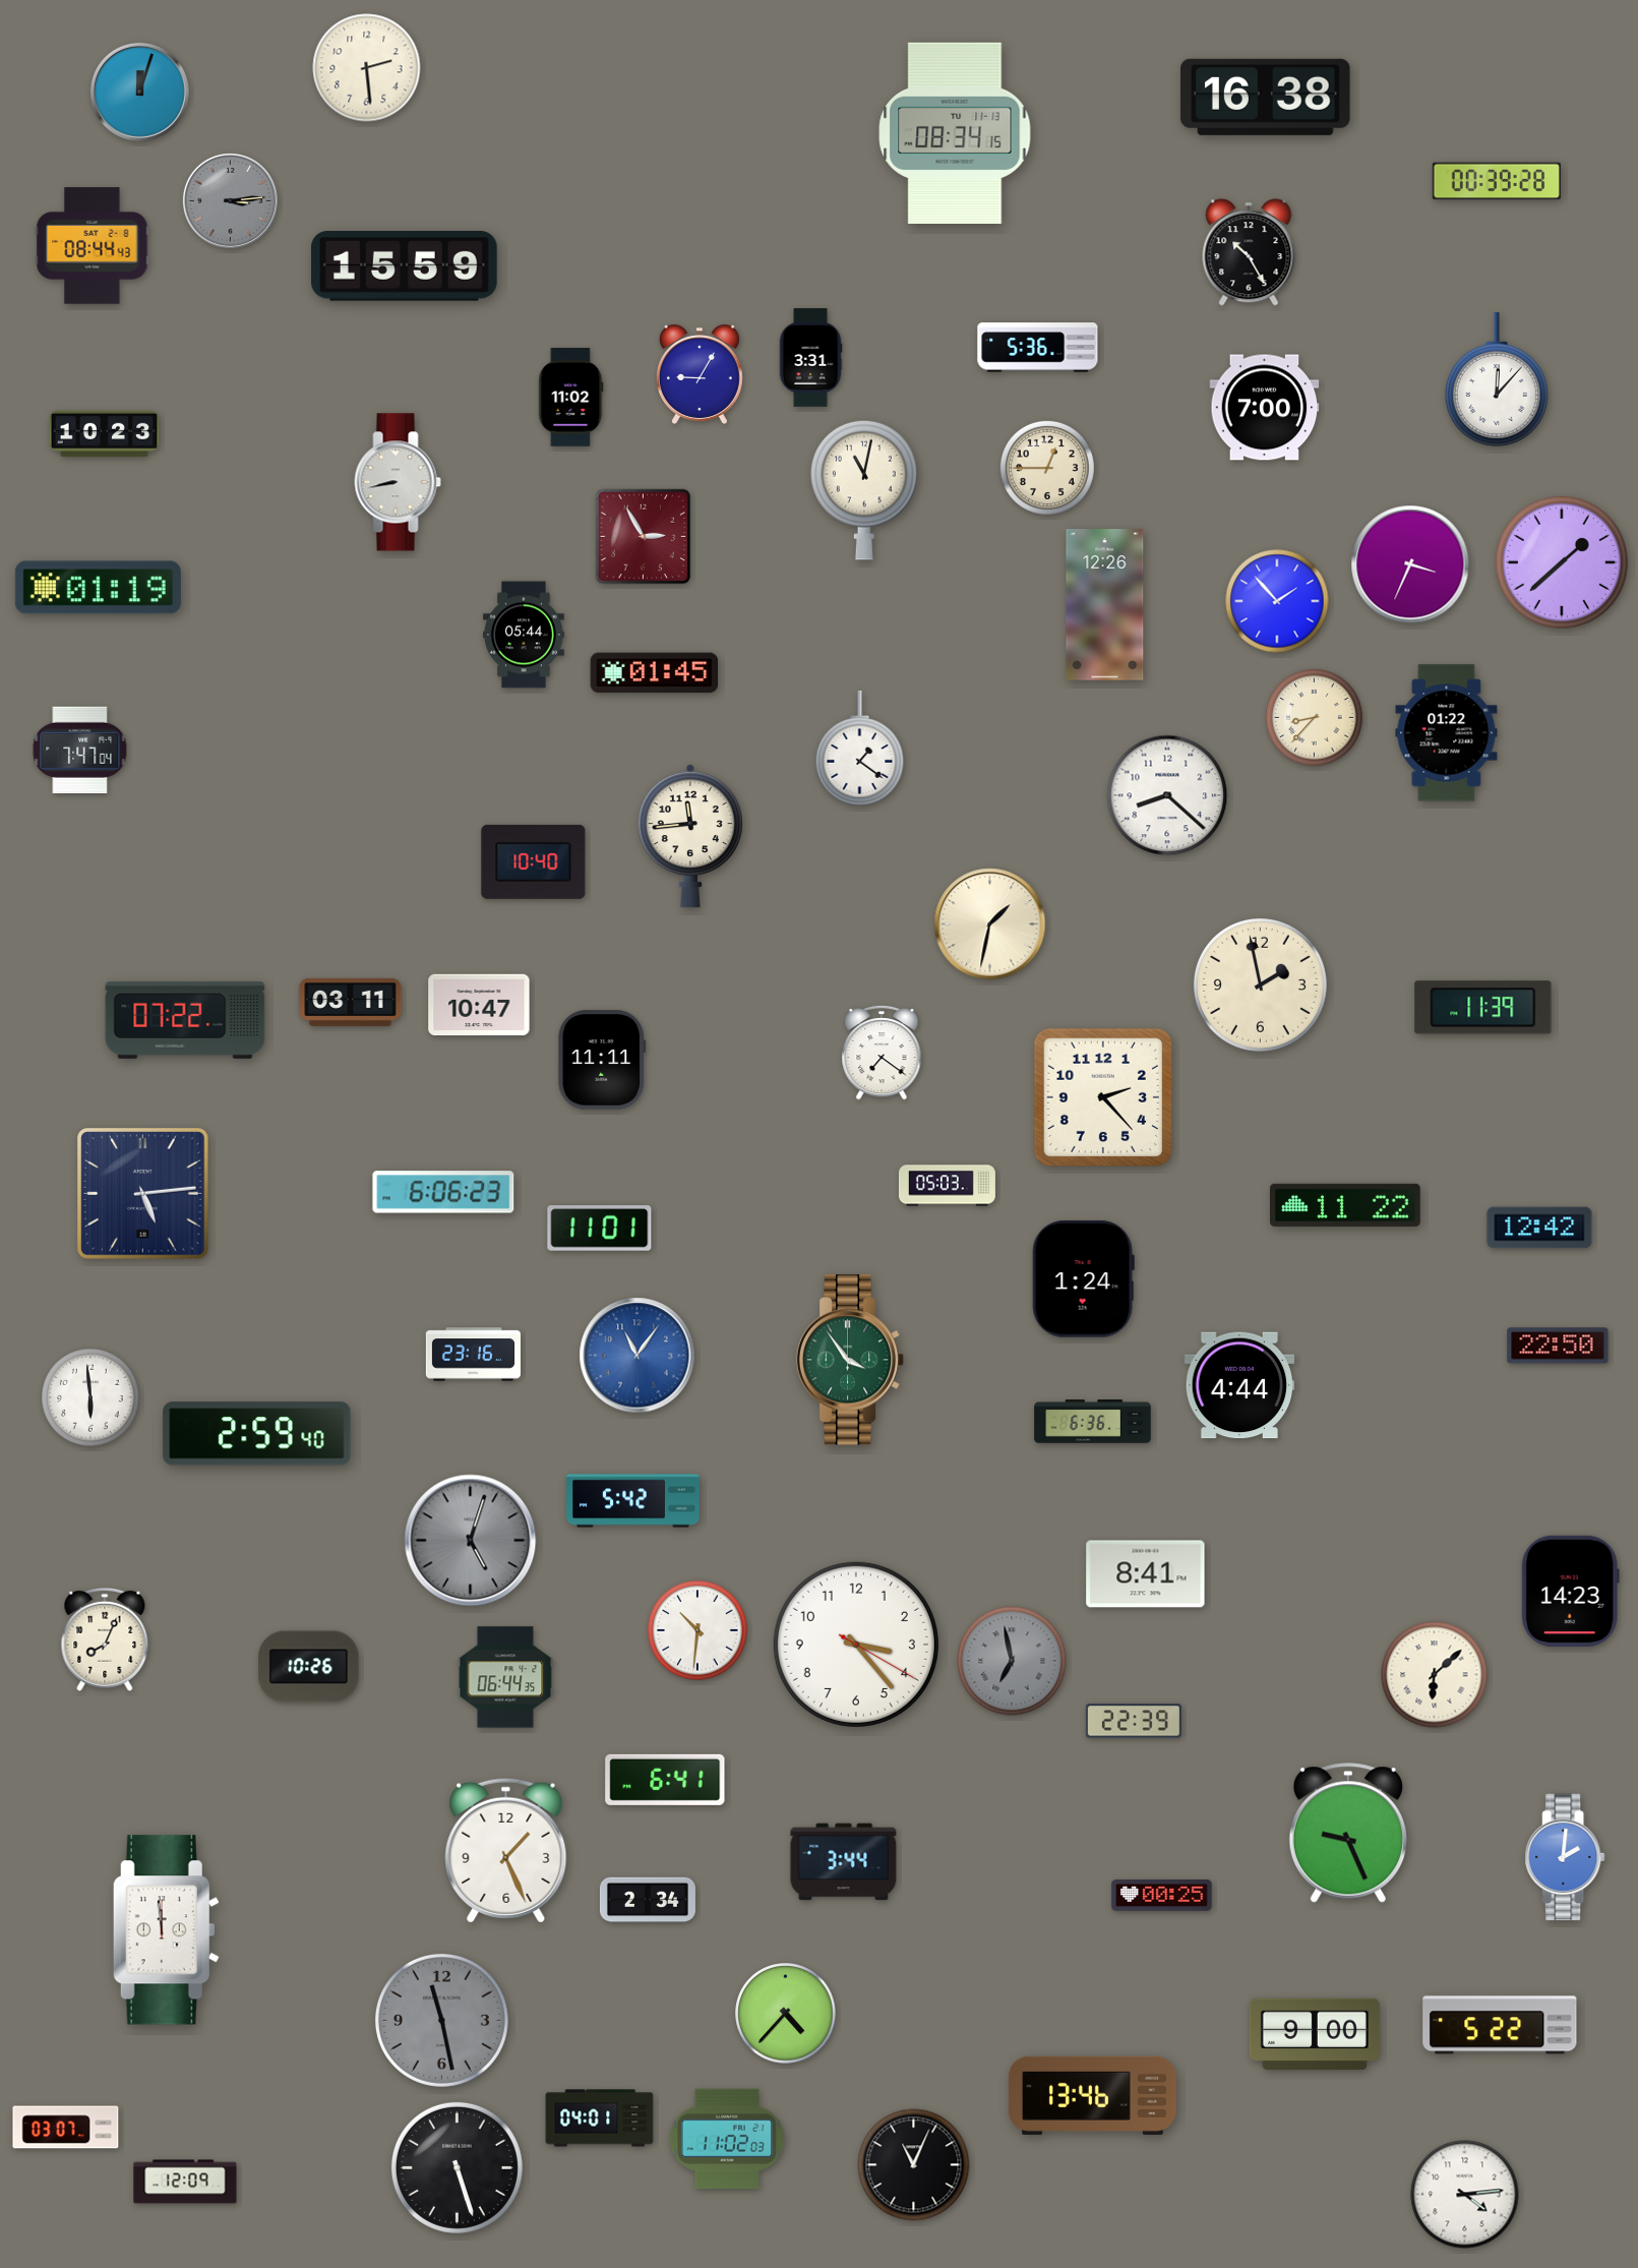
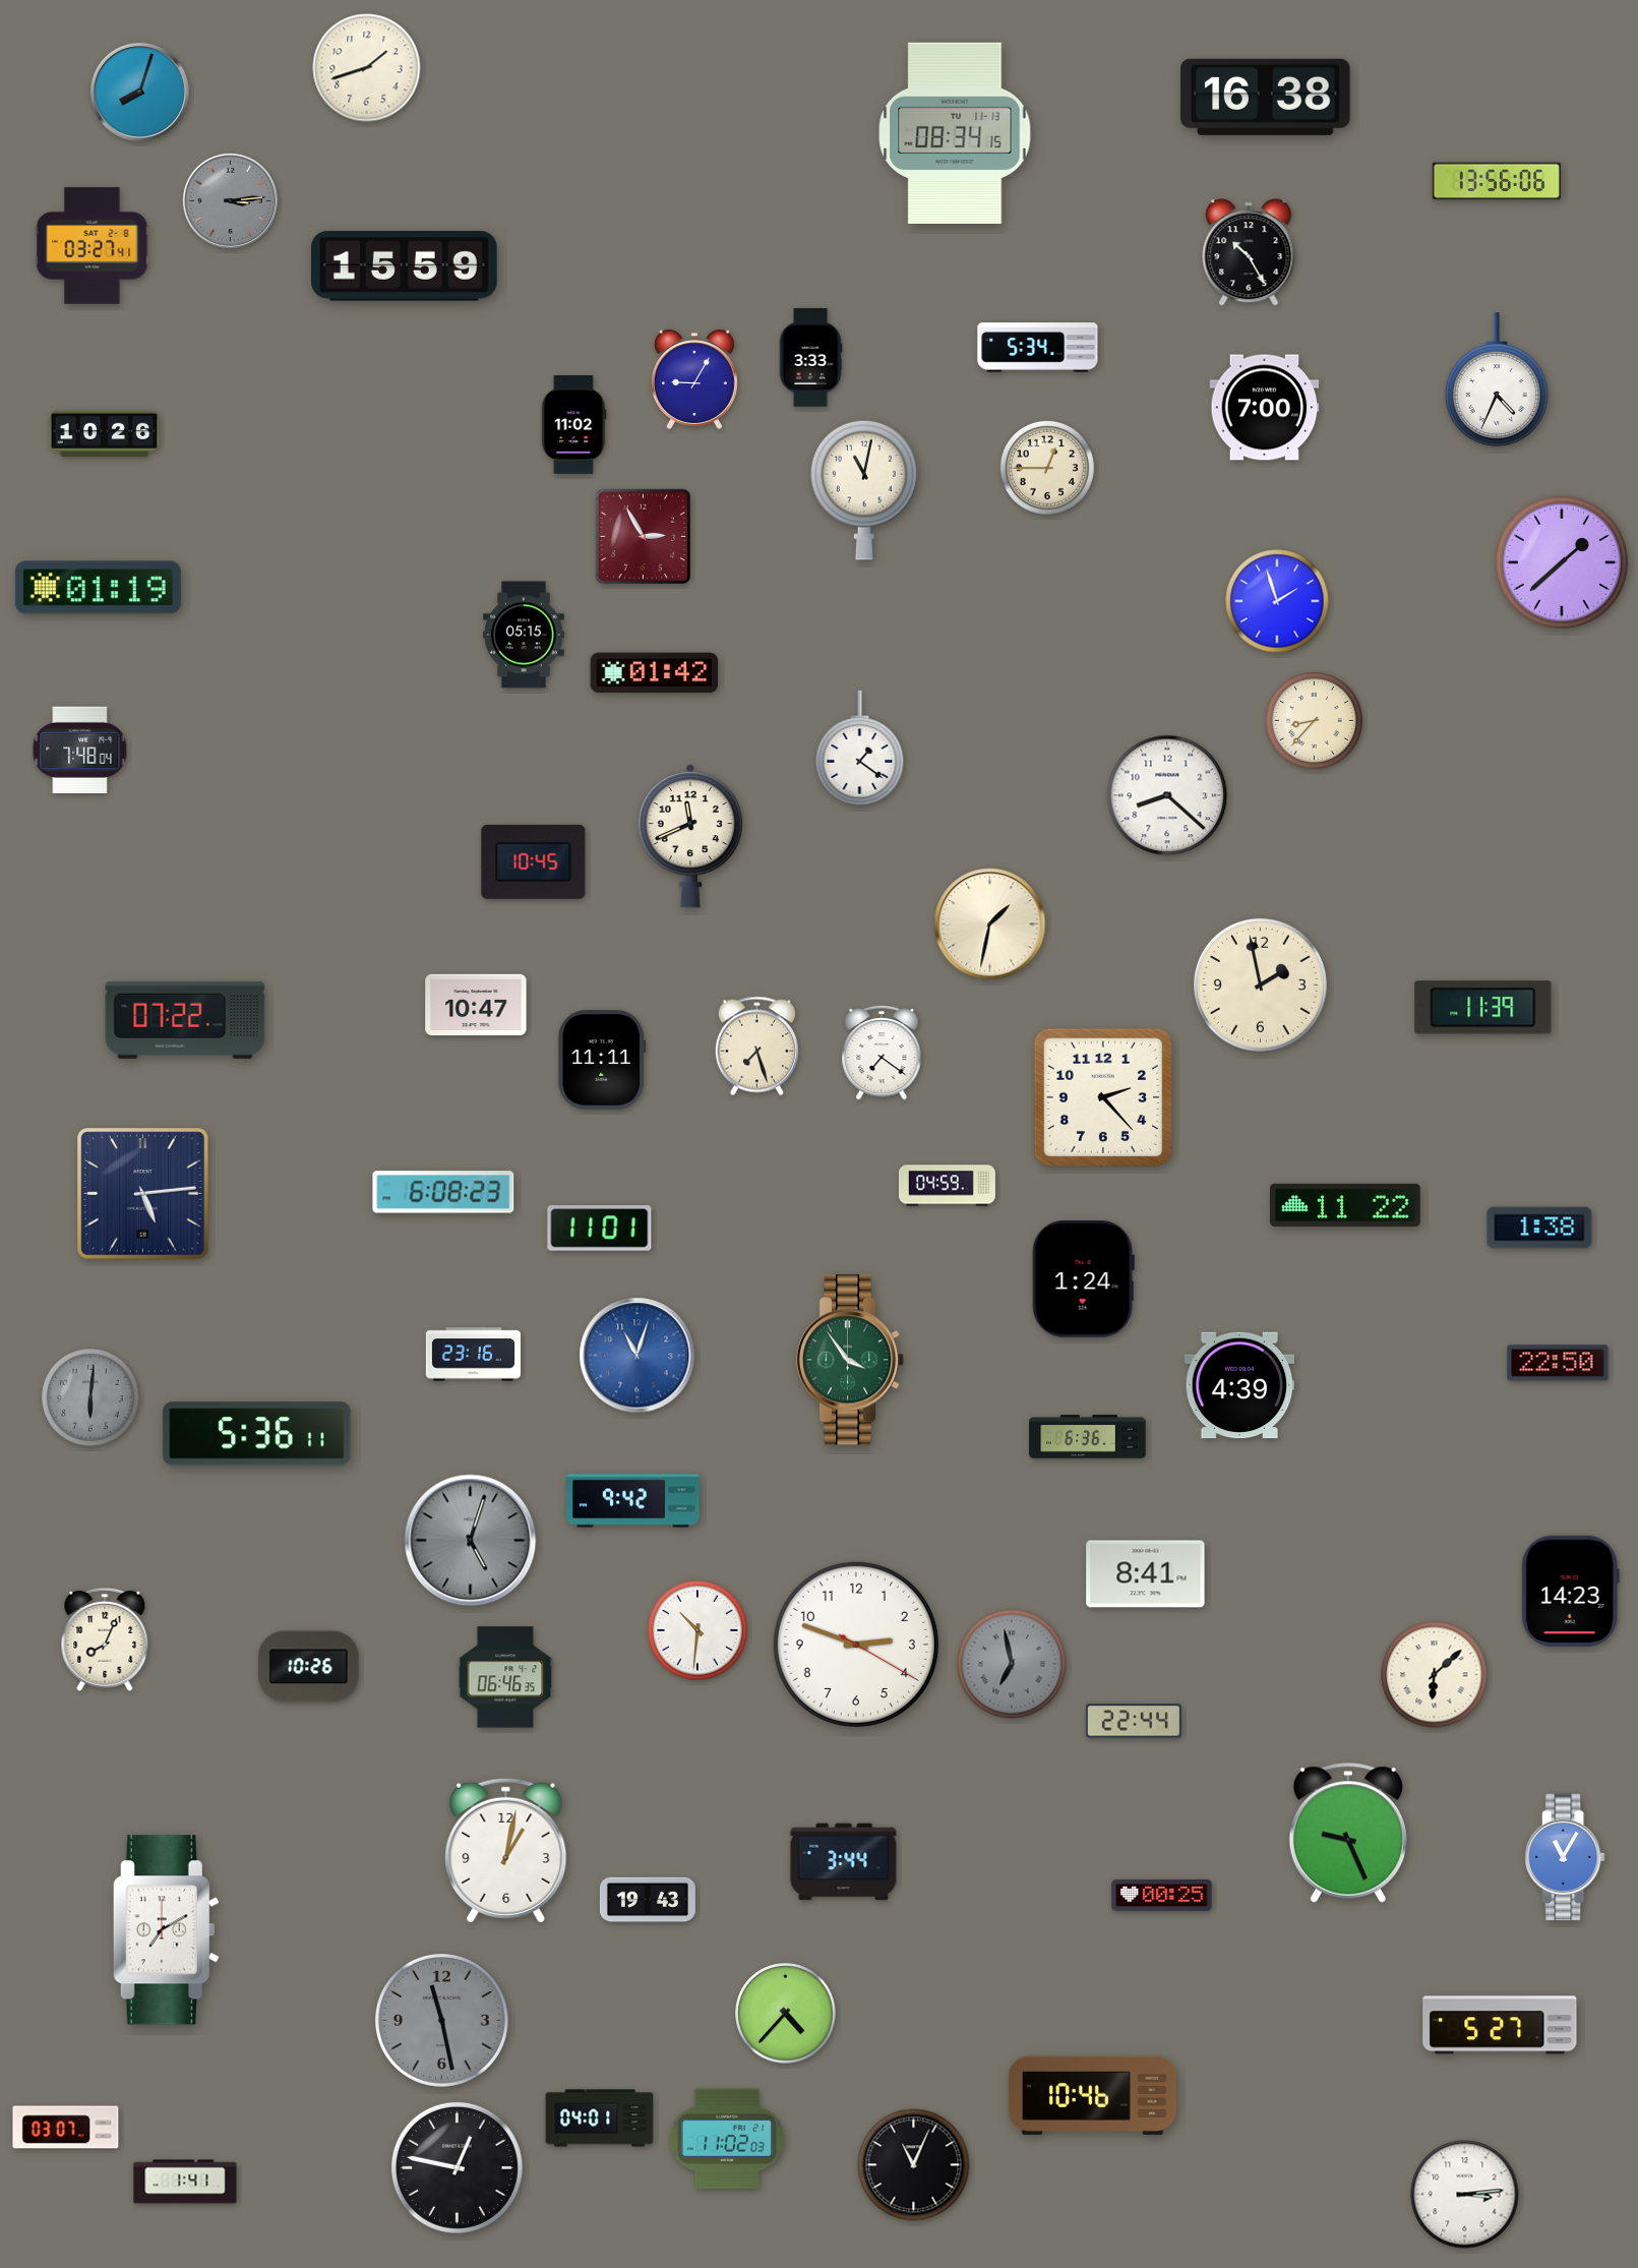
clock at (367, 68): 2:29 -> 1:42
clock at (139, 92): 12:03 -> 8:03
clock at (1496, 181): 00:39 -> 13:56
clock at (93, 246): 08:44 -> 03:27
clock at (1038, 348): 5:36 -> 5:34
clock at (810, 358): 3:31 -> 3:33
clock at (700, 374) position: (700, 374) -> (694, 379)
clock at (1497, 379): 12:07 -> 4:34
clock at (571, 398) position: (571, 398) -> (574, 425)
clock at (105, 433): 10:23 -> 10:26
clock at (398, 482): 8:43 -> none
clock at (1410, 564): 3:34 -> none
clock at (1277, 601): 1:53 -> 1:57
clock at (1105, 605): 12:26 -> none
clock at (525, 635): 05:44 -> 05:15
clock at (655, 673): 01:45 -> 01:42
clock at (1315, 718) position: (1315, 718) -> (1315, 721)
clock at (1447, 733): 01:22 -> none
clock at (80, 750): 7:47 -> 7:48
clock at (690, 836): 11:44 -> 11:41
clock at (534, 861): 10:40 -> 10:45
clock at (351, 1002): 03:11 -> none
clock at (479, 1005) position: (479, 1005) -> (476, 1005)
clock at (756, 1047): none -> 7:27
clock at (947, 1186): 05:03 -> 04:59
clock at (443, 1192): 6:06 -> 6:08
clock at (1539, 1228): 12:42 -> 1:38
clock at (1558, 1346) position: (1558, 1346) -> (1558, 1363)
clock at (638, 1356): 11:06 -> 11:03
clock at (1239, 1385): 4:44 -> 4:39
clock at (92, 1398): 5:59 -> 6:01
clock at (92, 1398) dial: white -> grey
clock at (1093, 1422) position: (1093, 1422) -> (1088, 1437)
clock at (257, 1434): 2:59 -> 5:36
clock at (633, 1501): 5:42 -> 9:42
clock at (856, 1645): 3:23 -> 2:48
clock at (1012, 1661) position: (1012, 1661) -> (1012, 1664)
clock at (505, 1677): 06:44 -> 06:46
clock at (1134, 1721): 22:39 -> 22:44
clock at (665, 1780): 6:41 -> none
clock at (506, 1850): 1:26 -> 1:02
clock at (1565, 1857): 2:01 -> 11:05
clock at (648, 1900): 2:34 -> 19:43
clock at (166, 1930): 11:59 -> 7:10
clock at (1500, 2025): 5:22 -> 5:27
clock at (1315, 2033): 9:00 -> none
clock at (1092, 2095): 13:46 -> 10:46
clock at (457, 2167): 5:27 -> 12:47
clock at (185, 2182): 12:09 -> 1:41
clock at (1465, 2195): 4:14 -> 3:14
